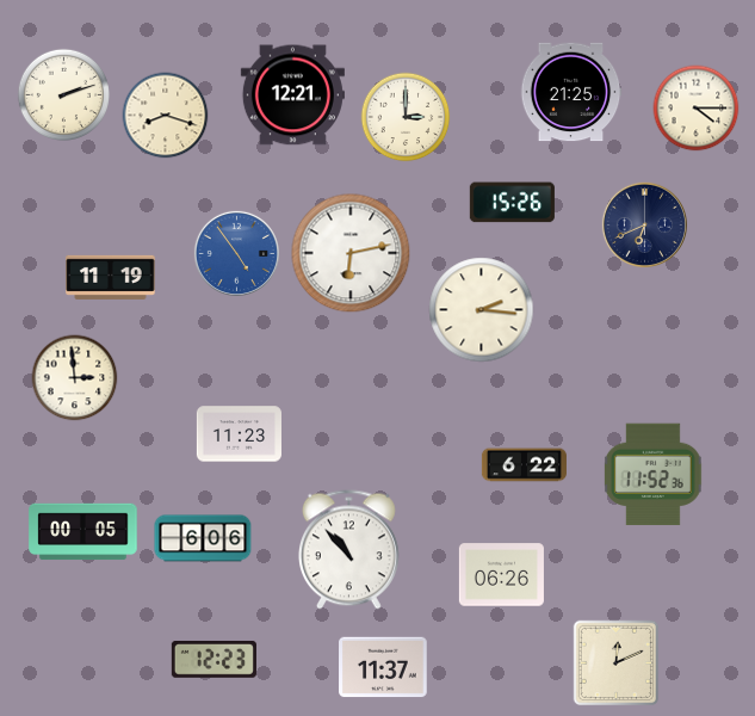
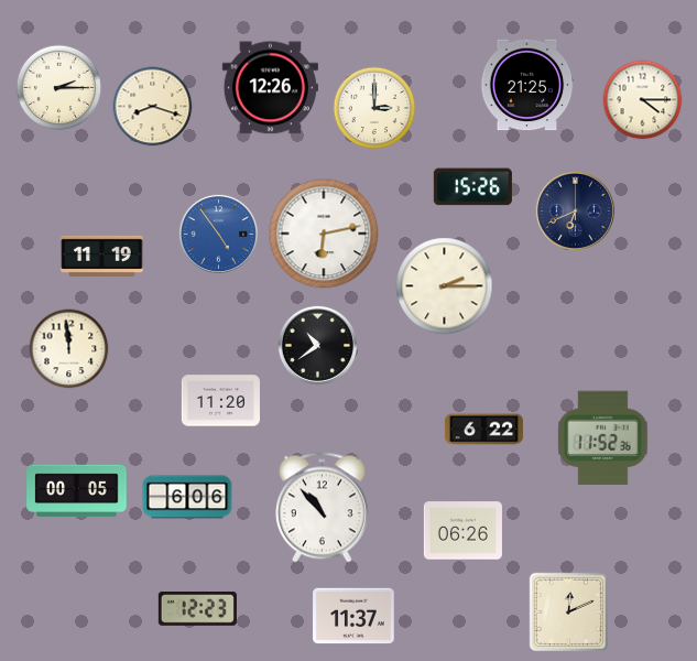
clock at (63, 94): 2:12 -> 2:15
clock at (292, 95): 12:21 -> 12:26
clock at (644, 224) position: (644, 224) -> (575, 210)
clock at (482, 310): 2:16 -> 2:15
clock at (317, 345): none -> 10:39
clock at (75, 378): 2:59 -> 11:59
clock at (239, 434): 11:23 -> 11:20
